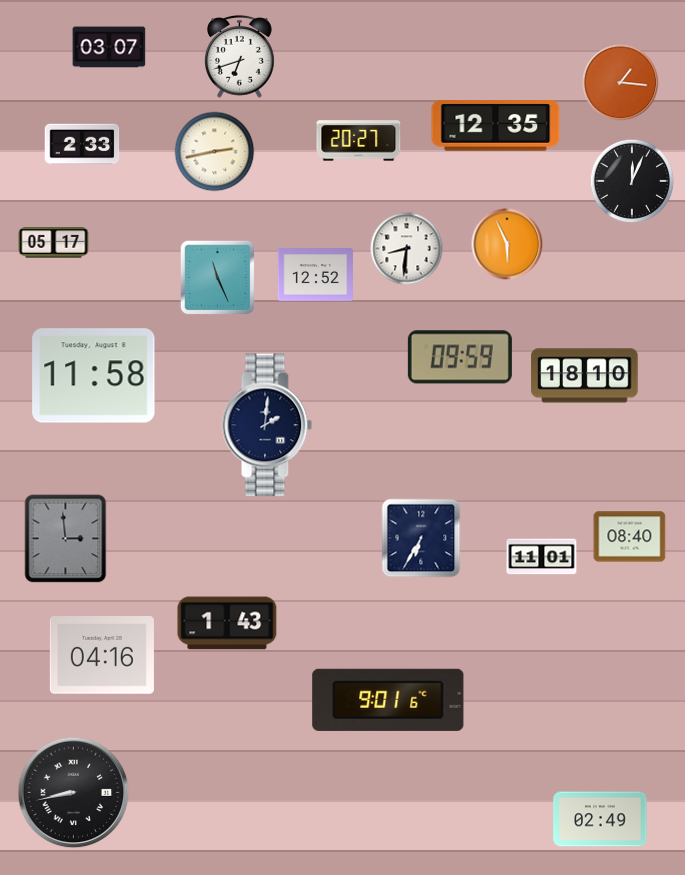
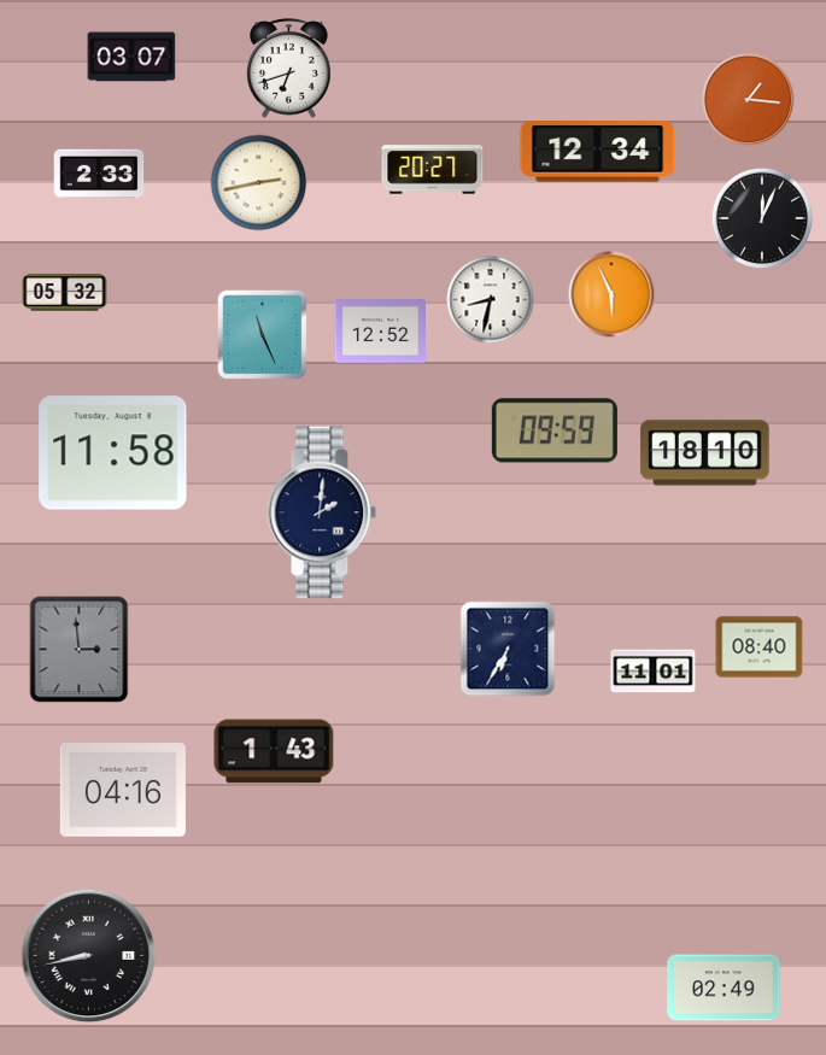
clock at (496, 126): 12:35 -> 12:34
clock at (54, 243): 05:17 -> 05:32
clock at (407, 249): 8:31 -> 8:32
clock at (388, 700): 9:01 -> none
